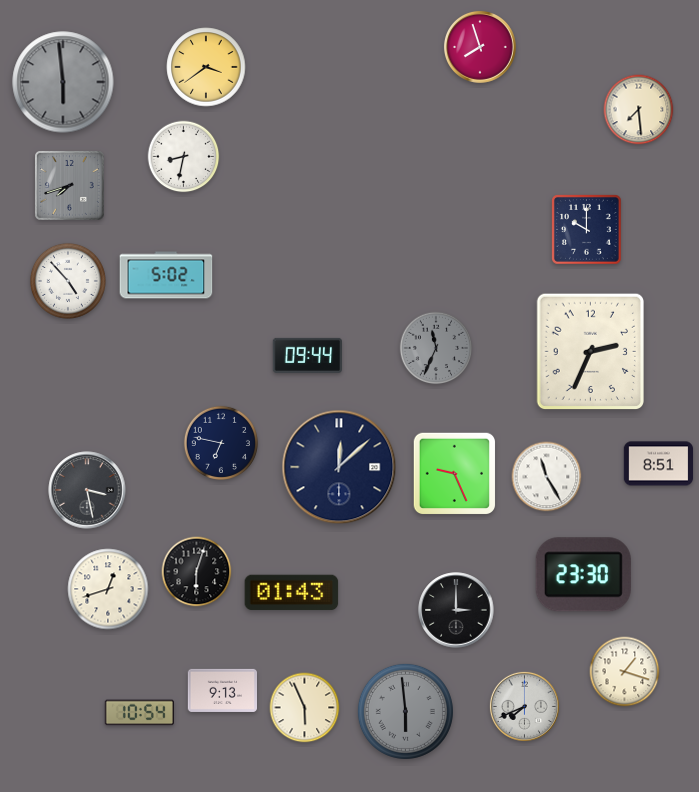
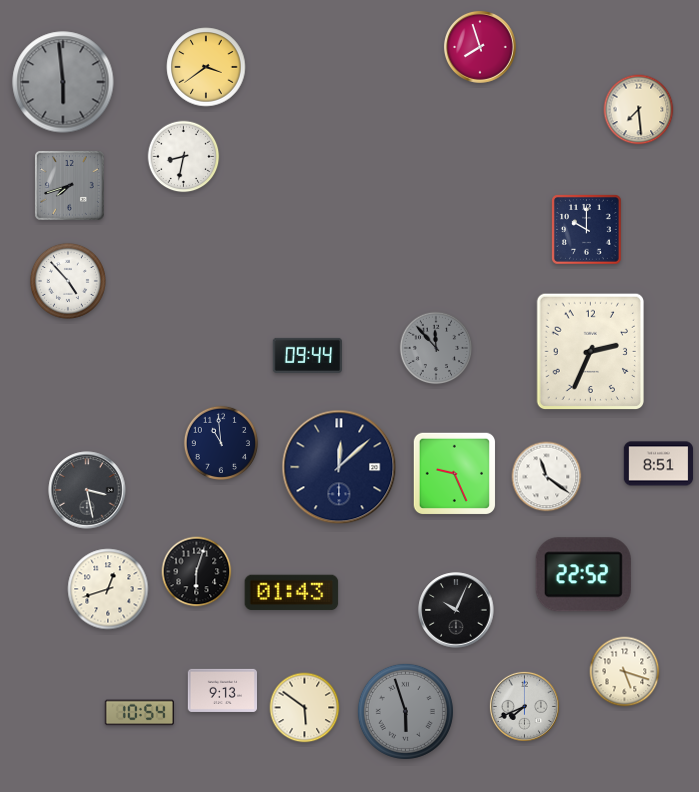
clock at (166, 275): 5:02 -> none
clock at (436, 348): 11:34 -> 11:53
clock at (221, 443): 6:47 -> 10:59
clock at (547, 477): 11:25 -> 11:21
clock at (583, 575): 23:30 -> 22:52
clock at (456, 610): 3:00 -> 10:04
clock at (625, 672): 1:18 -> 5:18
clock at (305, 708): 5:56 -> 5:51
clock at (405, 711): 5:59 -> 5:57
